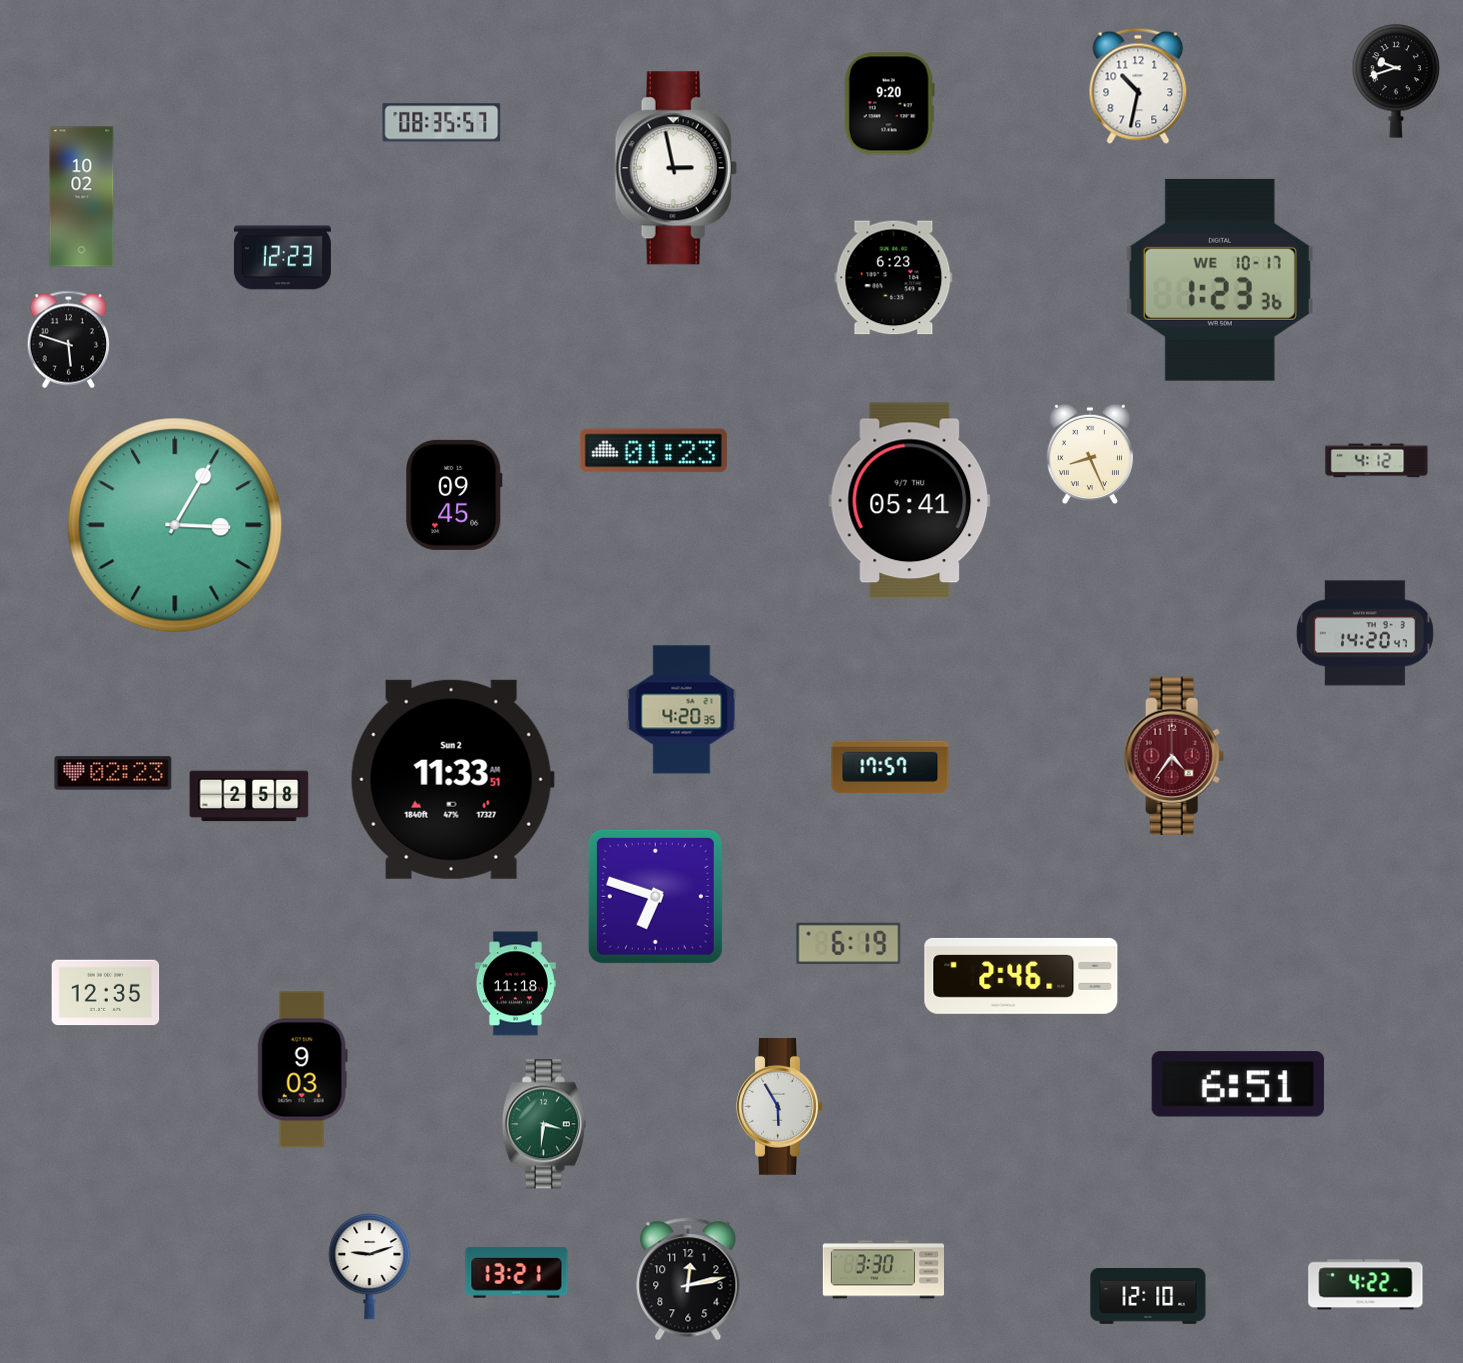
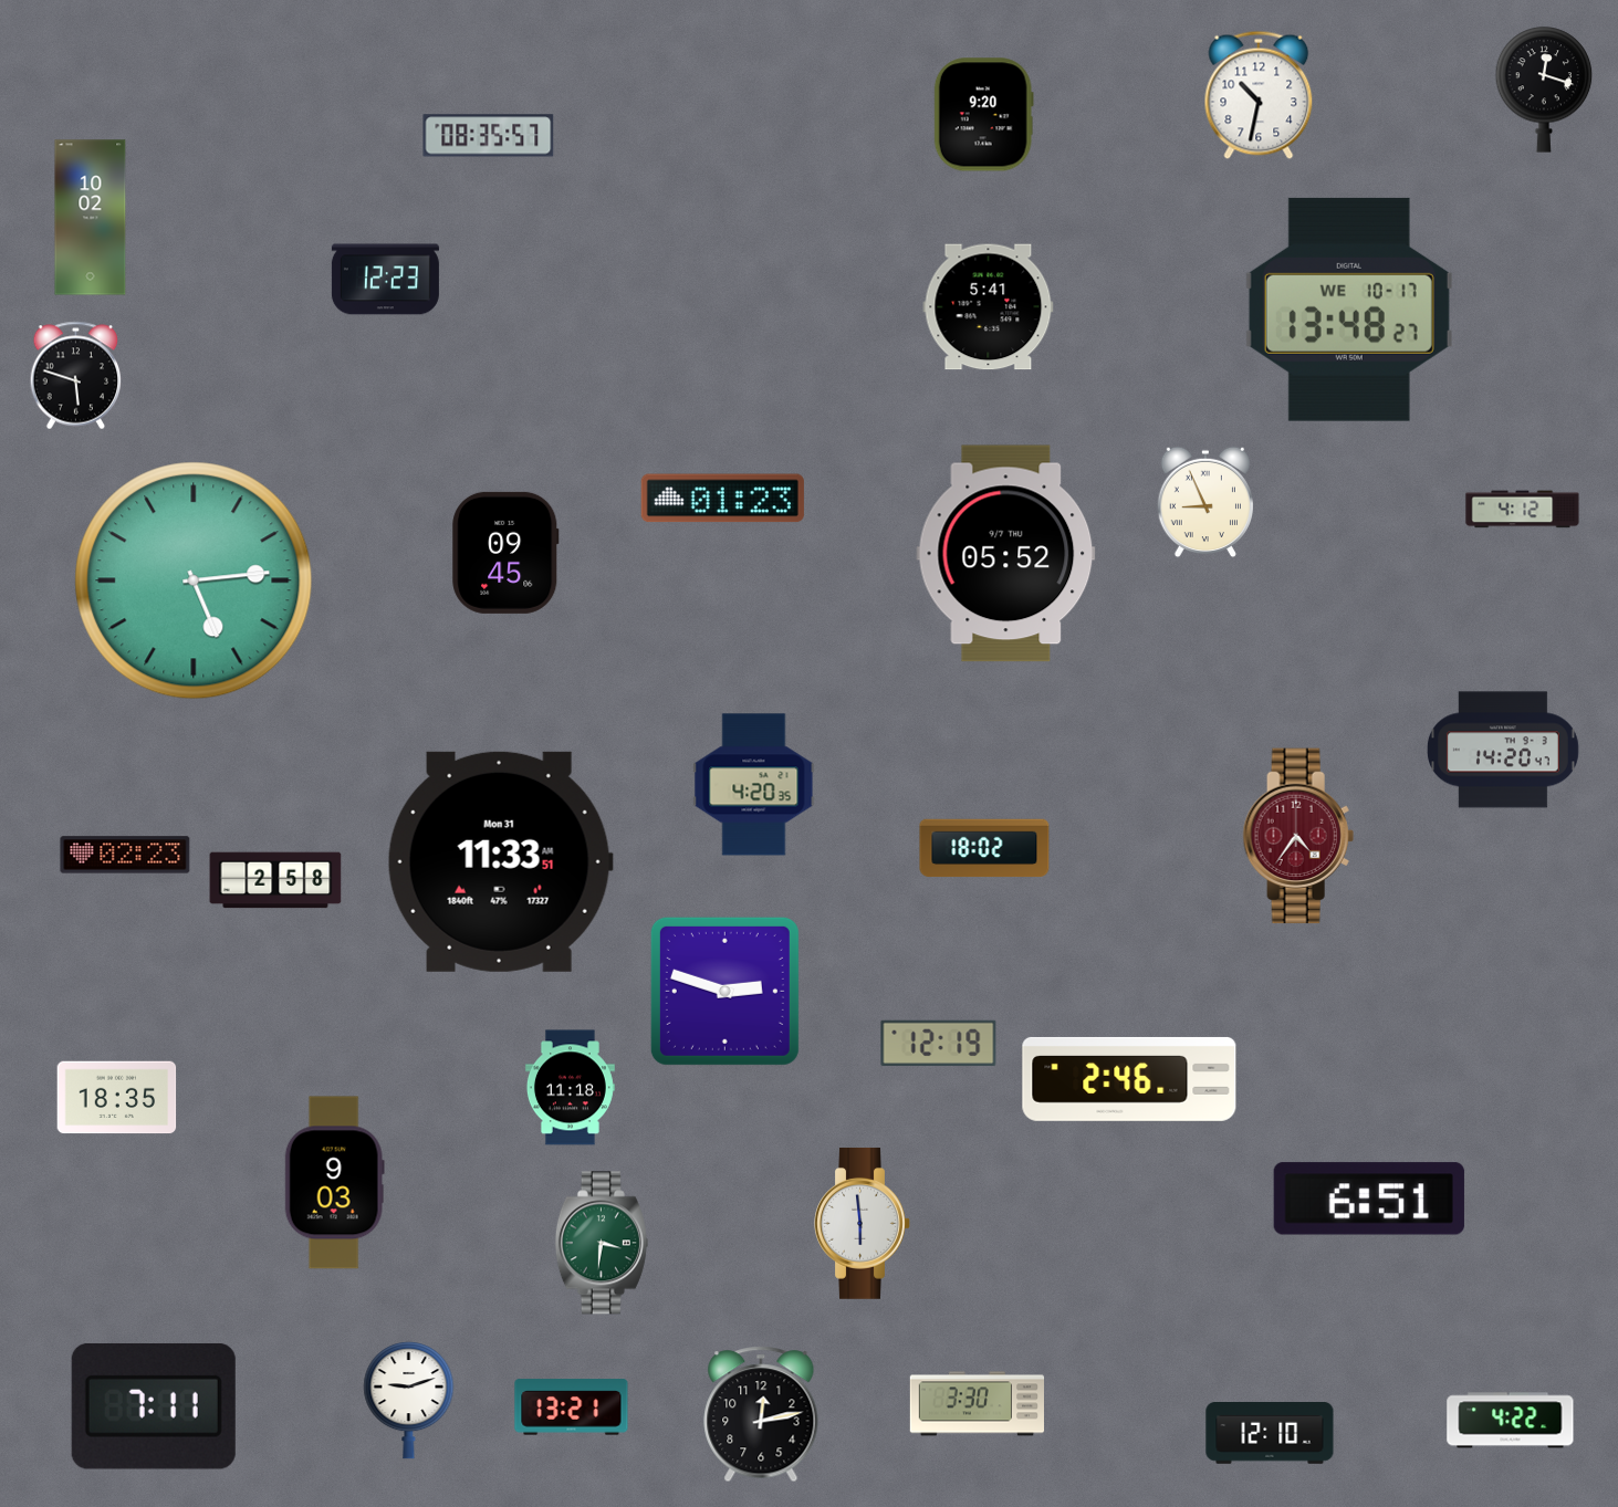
clock at (1396, 81): 9:42 -> 12:18
clock at (676, 168): 2:58 -> none
clock at (282, 258) position: (282, 258) -> (385, 280)
clock at (894, 278): 6:23 -> 5:41
clock at (1220, 280): 1:23 -> 13:48
clock at (1089, 454): 8:26 -> 8:56
clock at (454, 495) position: (454, 495) -> (505, 553)
clock at (910, 501): 05:41 -> 05:52
clock at (175, 525): 3:05 -> 5:14
clock at (1365, 633) position: (1365, 633) -> (1503, 750)
clock at (890, 767): 17:57 -> 18:02
clock at (452, 779) date: Sun 2 -> Mon 31
clock at (655, 896): 6:48 -> 2:48
clock at (849, 943): 6:19 -> 12:19
clock at (106, 993): 12:35 -> 18:35
clock at (780, 1106): 5:55 -> 5:59
clock at (154, 1406): none -> 7:11
